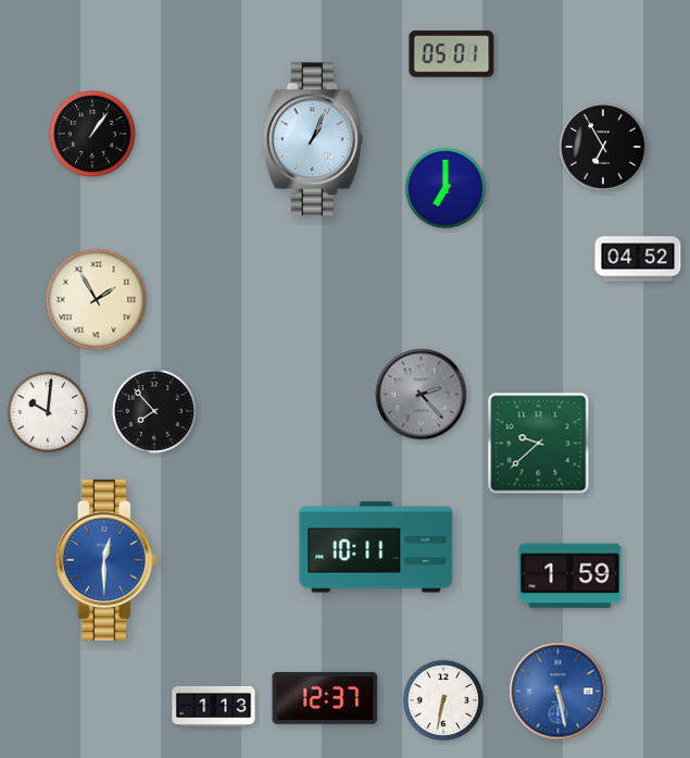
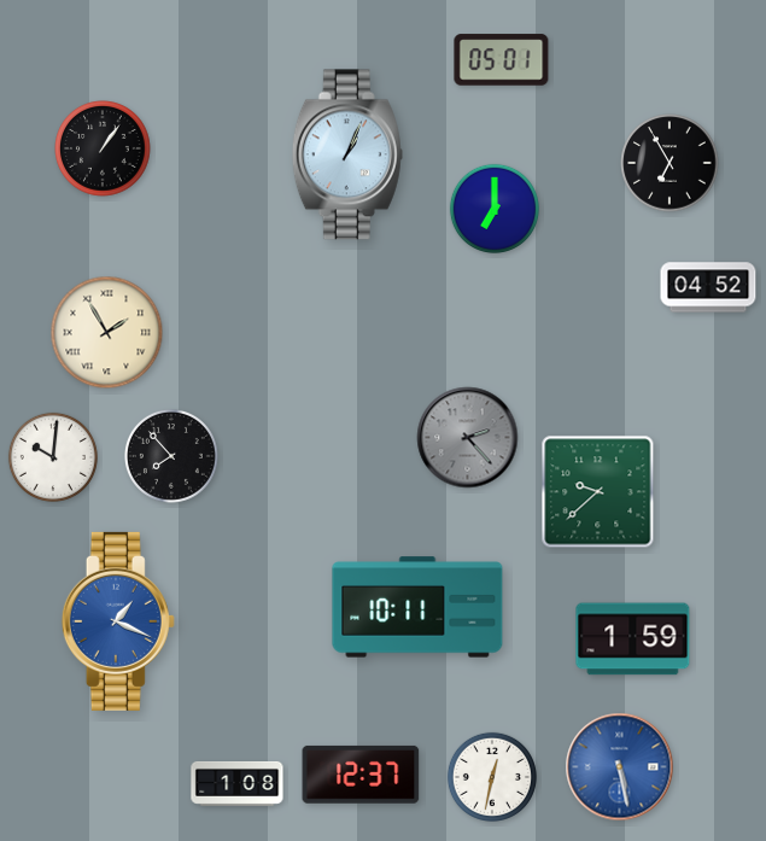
clock at (106, 560): 12:30 -> 1:19
clock at (443, 700): 6:32 -> 12:32
clock at (214, 706): 1:13 -> 1:08
